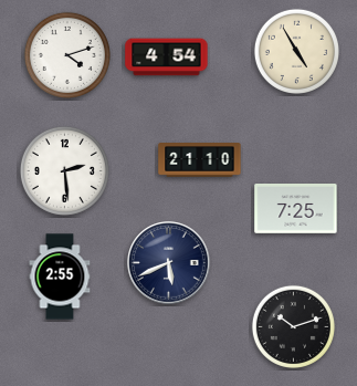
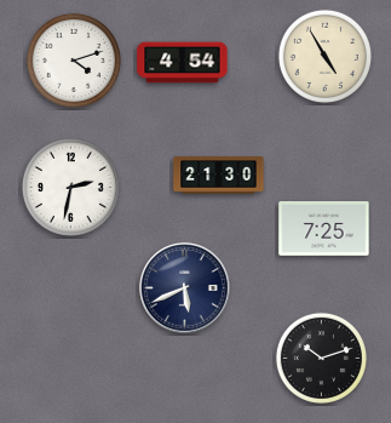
clock at (200, 160): 21:10 -> 21:30
clock at (64, 170): 2:29 -> 2:32
clock at (60, 277): 2:55 -> none
